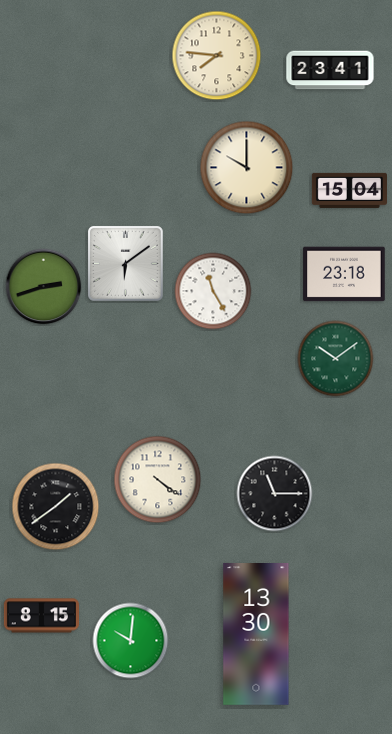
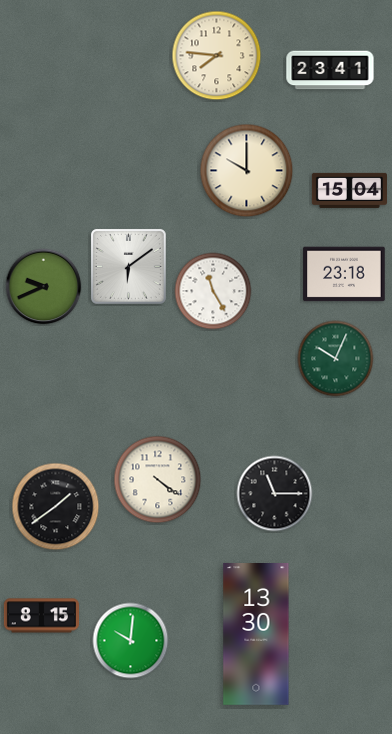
clock at (247, 168) position: (247, 168) -> (247, 171)
clock at (125, 263) position: (125, 263) -> (128, 266)
clock at (44, 287): 2:42 -> 9:41
clock at (336, 359): 10:09 -> 10:04
